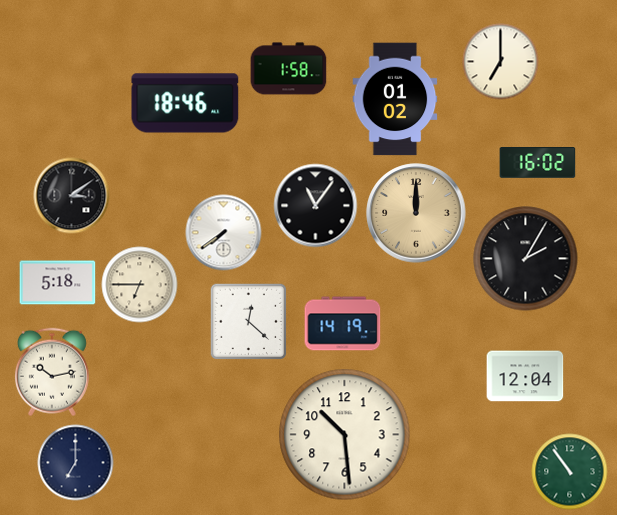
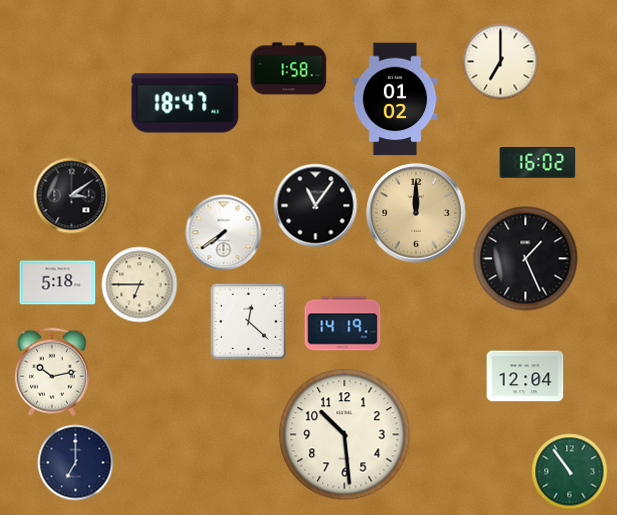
clock at (185, 103): 18:46 -> 18:47
clock at (526, 259): 2:05 -> 1:26
